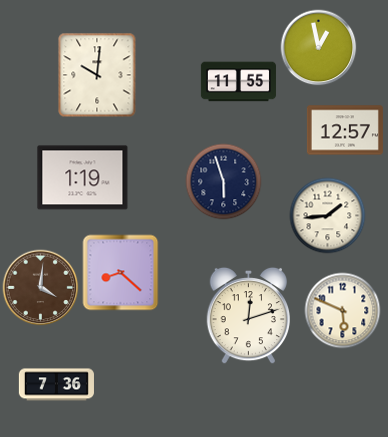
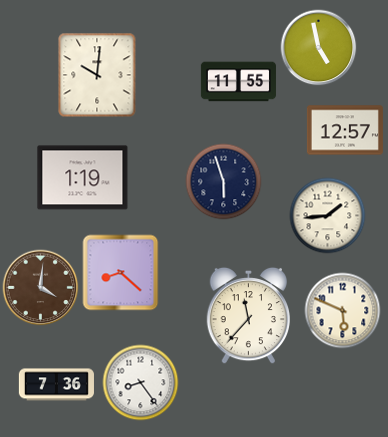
clock at (319, 48): 12:58 -> 4:58
clock at (248, 316): 12:12 -> 11:37
clock at (141, 383): none -> 8:24
